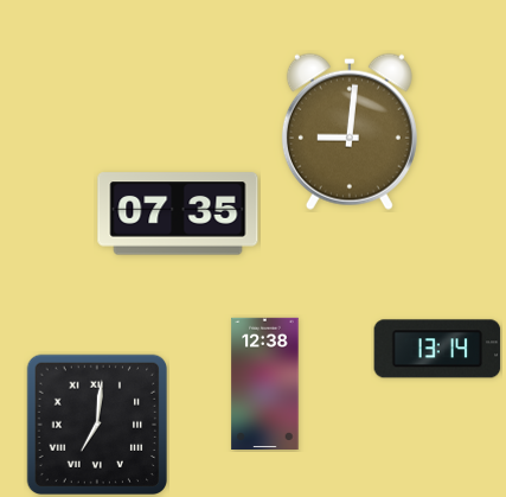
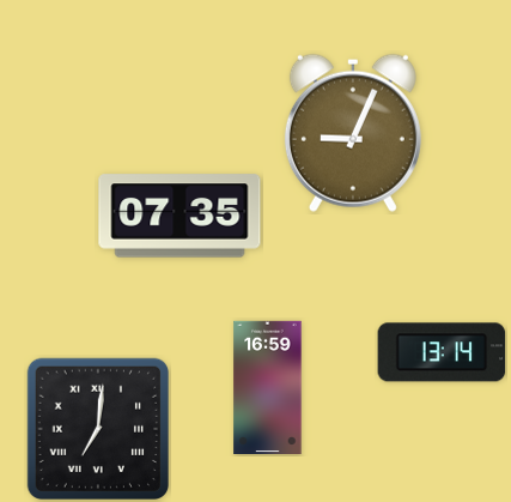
clock at (350, 132): 9:01 -> 9:04
clock at (265, 383): 12:38 -> 16:59
